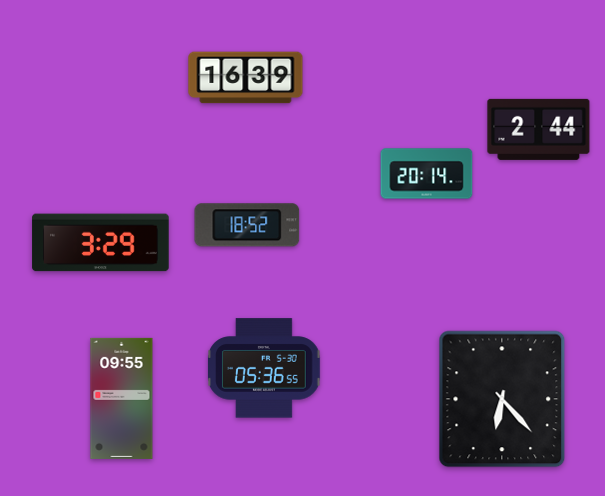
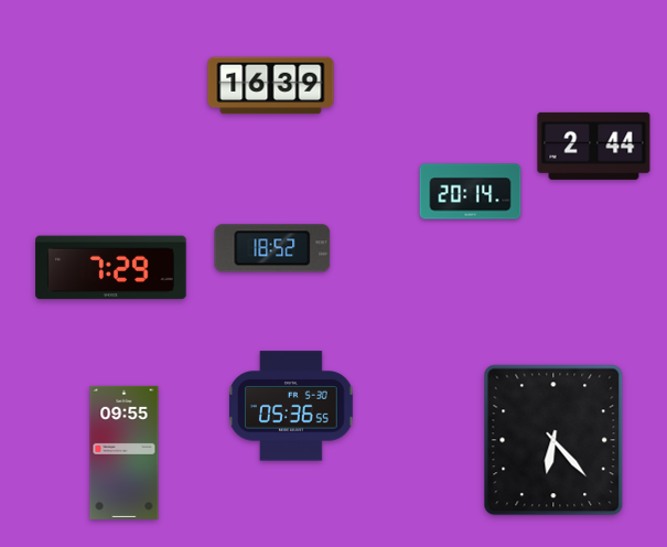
clock at (539, 129) position: (539, 129) -> (594, 146)
clock at (101, 243): 3:29 -> 7:29
clock at (122, 398) position: (122, 398) -> (125, 452)
